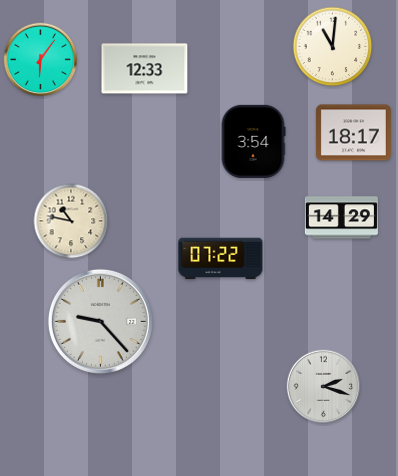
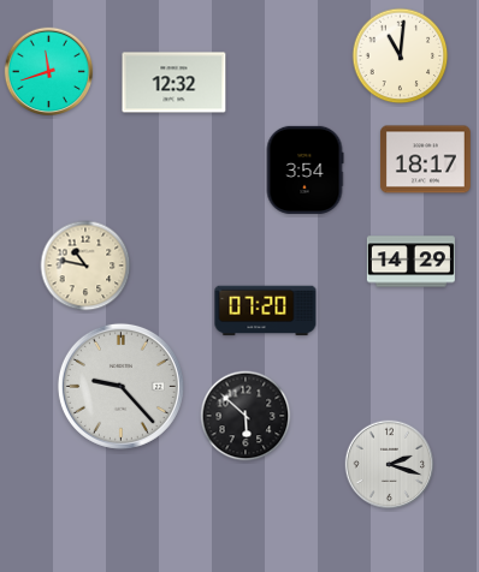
clock at (41, 60): 6:06 -> 11:42
clock at (145, 69): 12:33 -> 12:32
clock at (221, 259): 07:22 -> 07:20
clock at (246, 416): none -> 5:52
